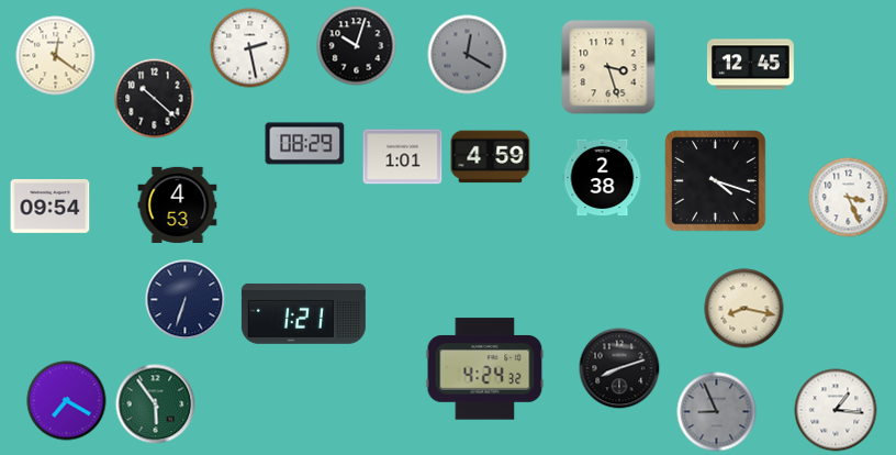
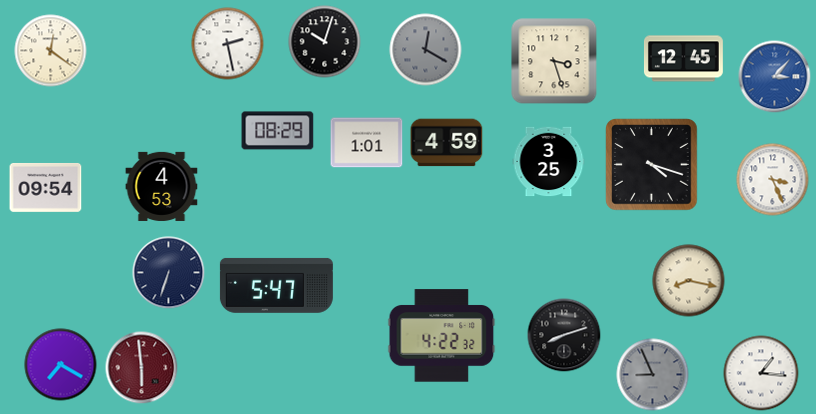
clock at (775, 77): none -> 3:07
clock at (155, 99): 10:22 -> none
clock at (603, 178): 2:38 -> 3:25
clock at (744, 309) position: (744, 309) -> (689, 281)
clock at (303, 313): 1:21 -> 5:47
clock at (485, 369): 4:24 -> 4:22
clock at (156, 404): 5:54 -> 5:59
clock at (156, 404) dial: green -> burgundy
